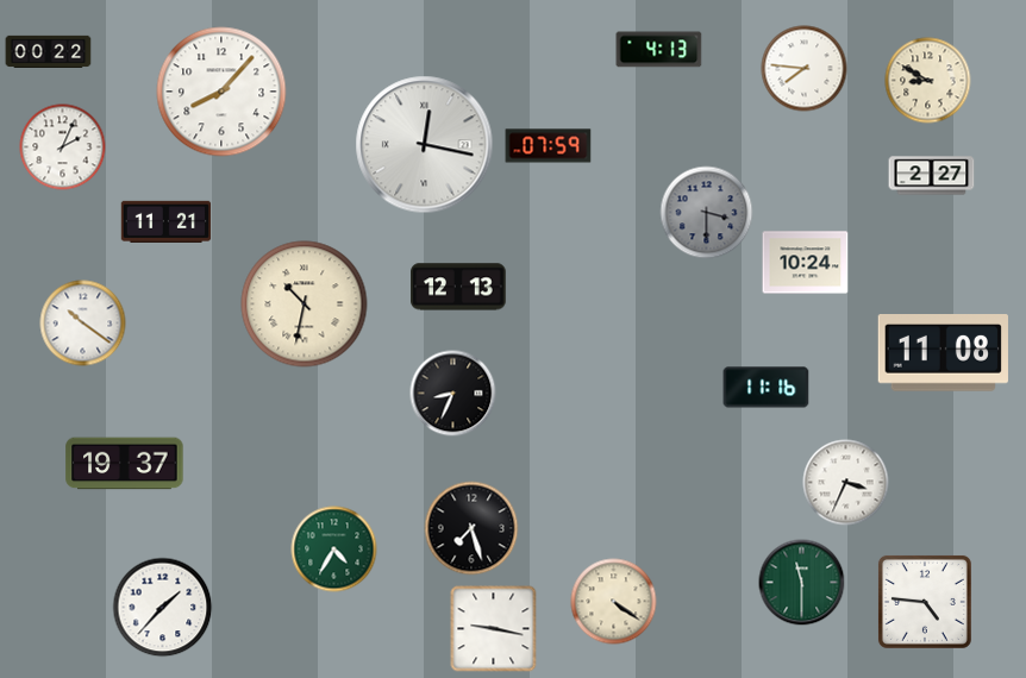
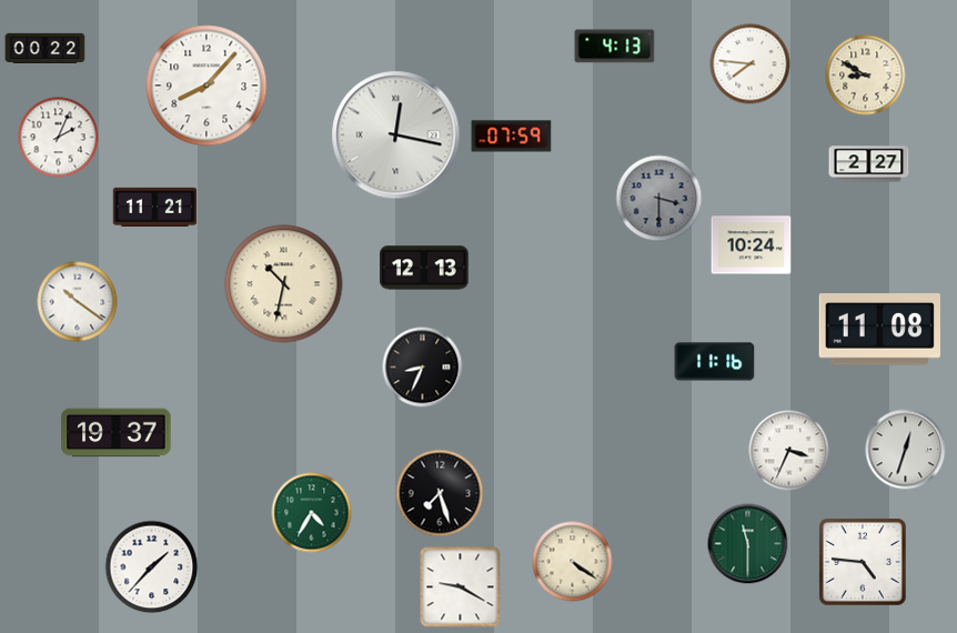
clock at (458, 287) position: (458, 287) -> (424, 268)
clock at (906, 450): none -> 12:33
clock at (494, 629): 9:17 -> 9:20
